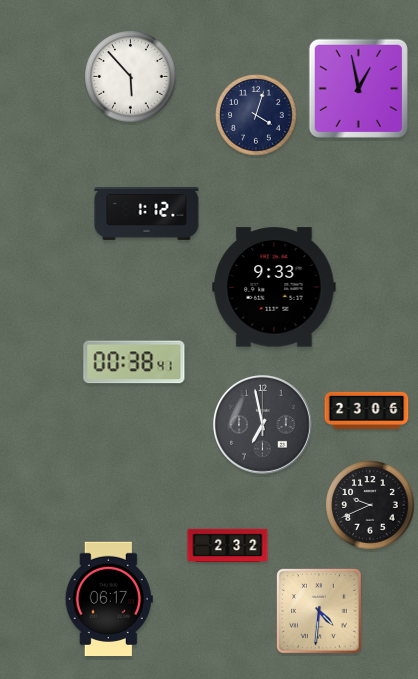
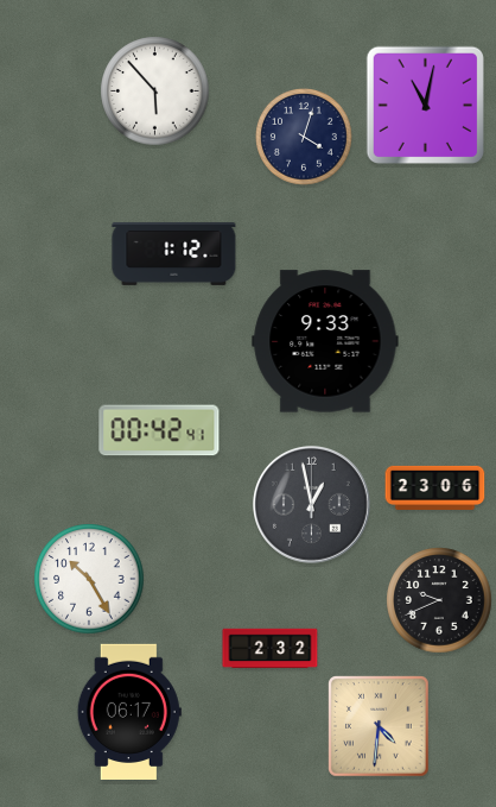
clock at (358, 88): 12:58 -> 11:02
clock at (134, 362): 00:38 -> 00:42
clock at (263, 425): 6:58 -> 12:58
clock at (89, 579): none -> 10:25
